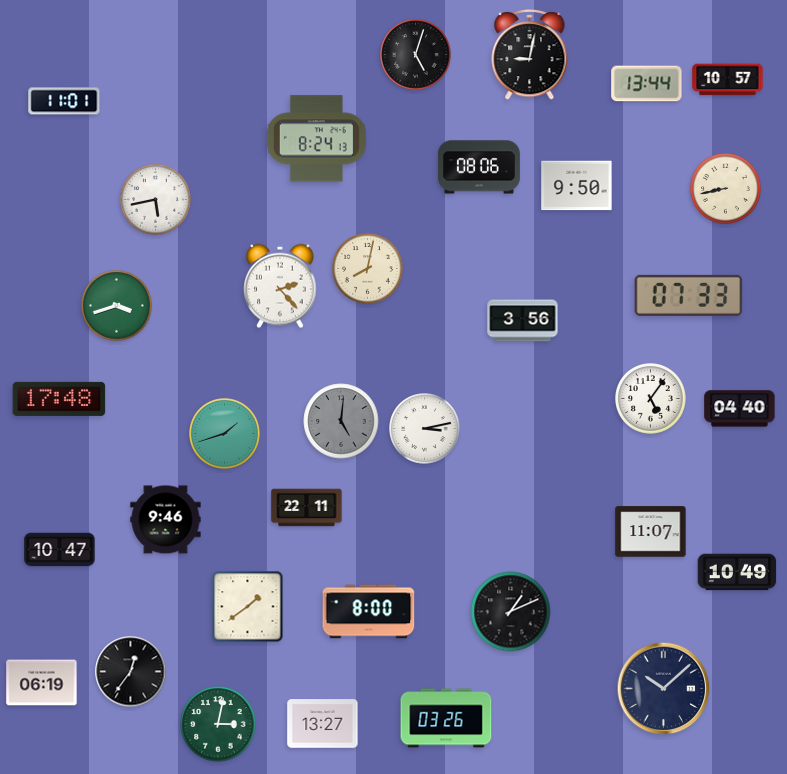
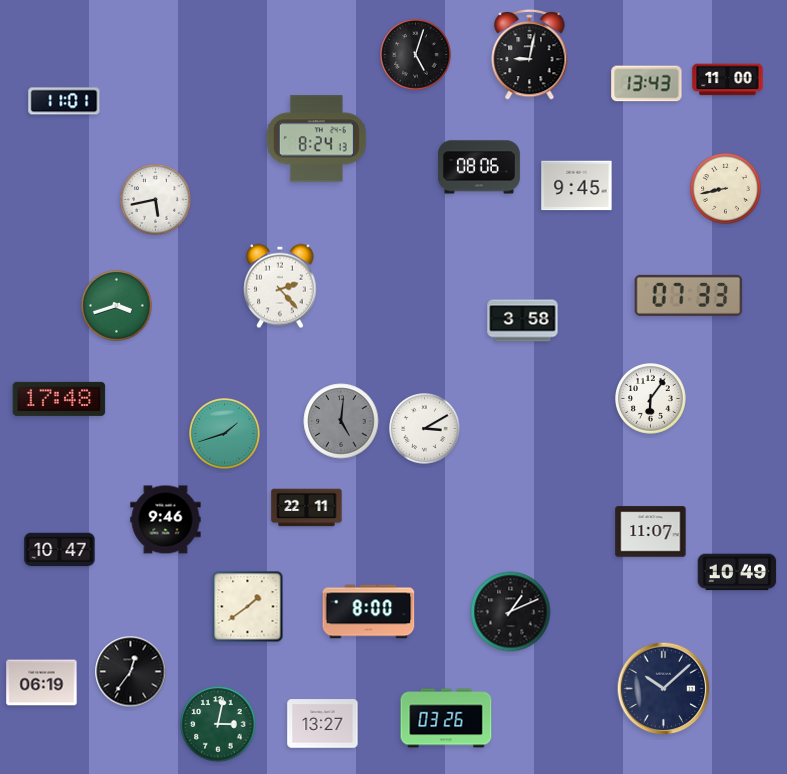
clock at (728, 80): 10:57 -> 11:00
clock at (647, 84): 13:44 -> 13:43
clock at (577, 186): 9:50 -> 9:45
clock at (368, 269): 8:02 -> none
clock at (523, 321): 3:56 -> 3:58
clock at (651, 399): 5:06 -> 6:06
clock at (740, 409): 04:40 -> none
clock at (425, 429): 3:13 -> 3:10
